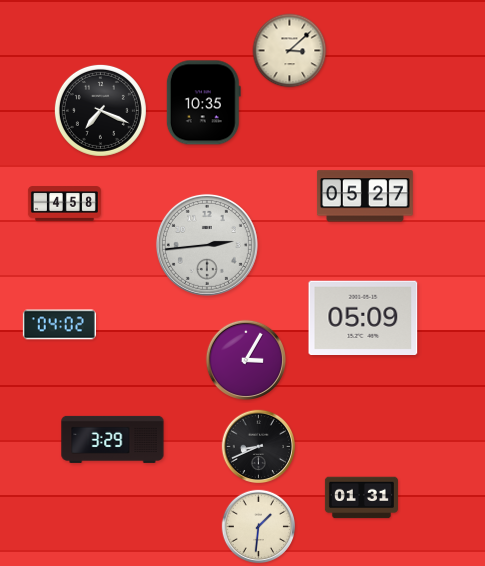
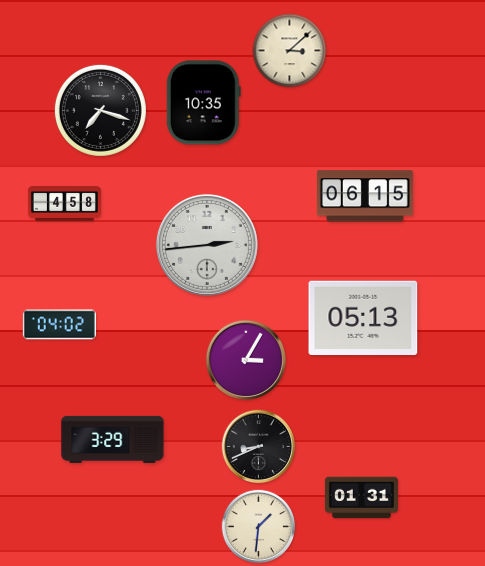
clock at (100, 110): 7:19 -> 7:18
clock at (365, 196): 05:27 -> 06:15
clock at (363, 317): 05:09 -> 05:13
